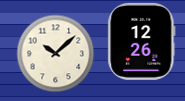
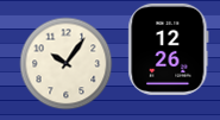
clock at (55, 53): 10:08 -> 10:06
